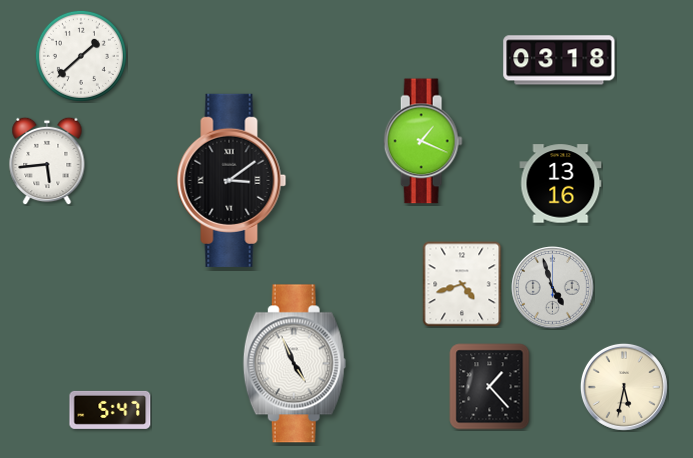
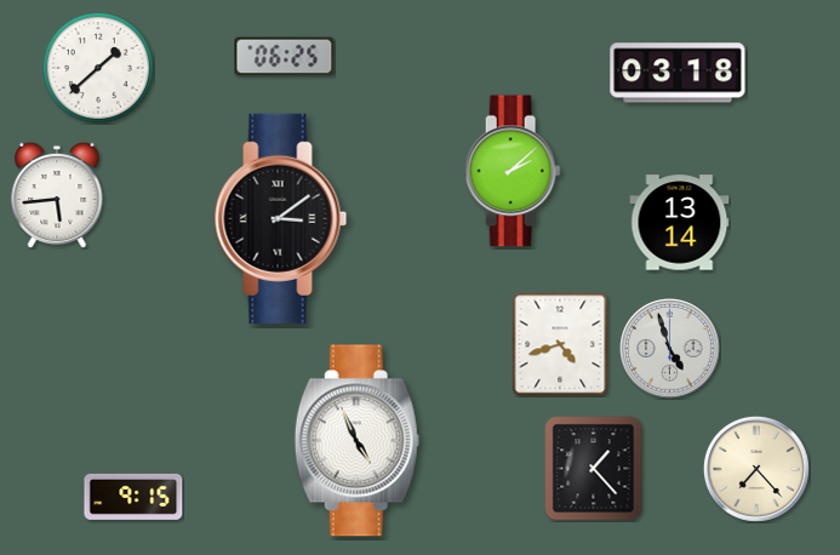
clock at (285, 57): none -> 06:25
clock at (423, 141): 1:19 -> 2:08
clock at (561, 184): 13:16 -> 13:14
clock at (624, 387): 5:32 -> 7:23
clock at (110, 410): 5:47 -> 9:15
